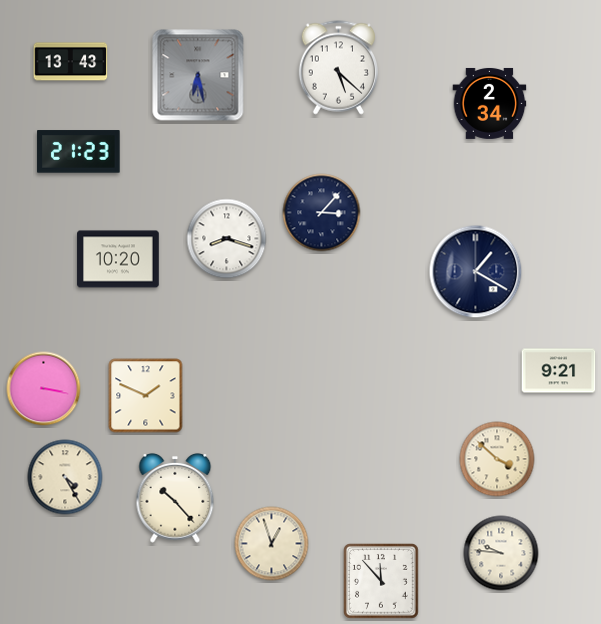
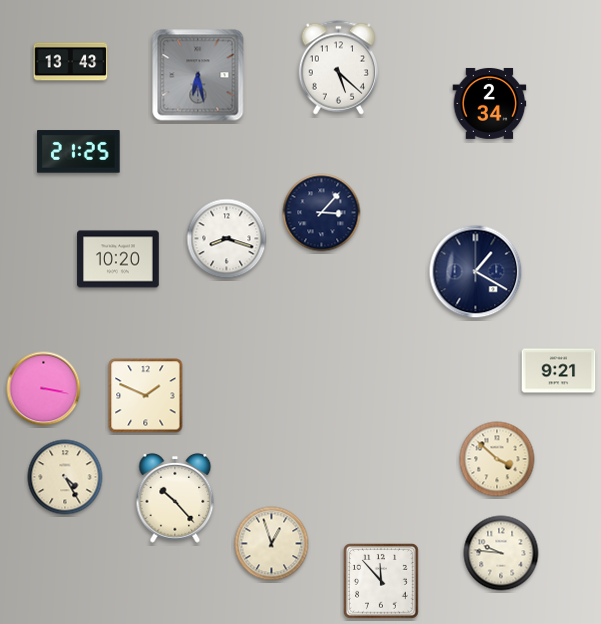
clock at (79, 152): 21:23 -> 21:25
